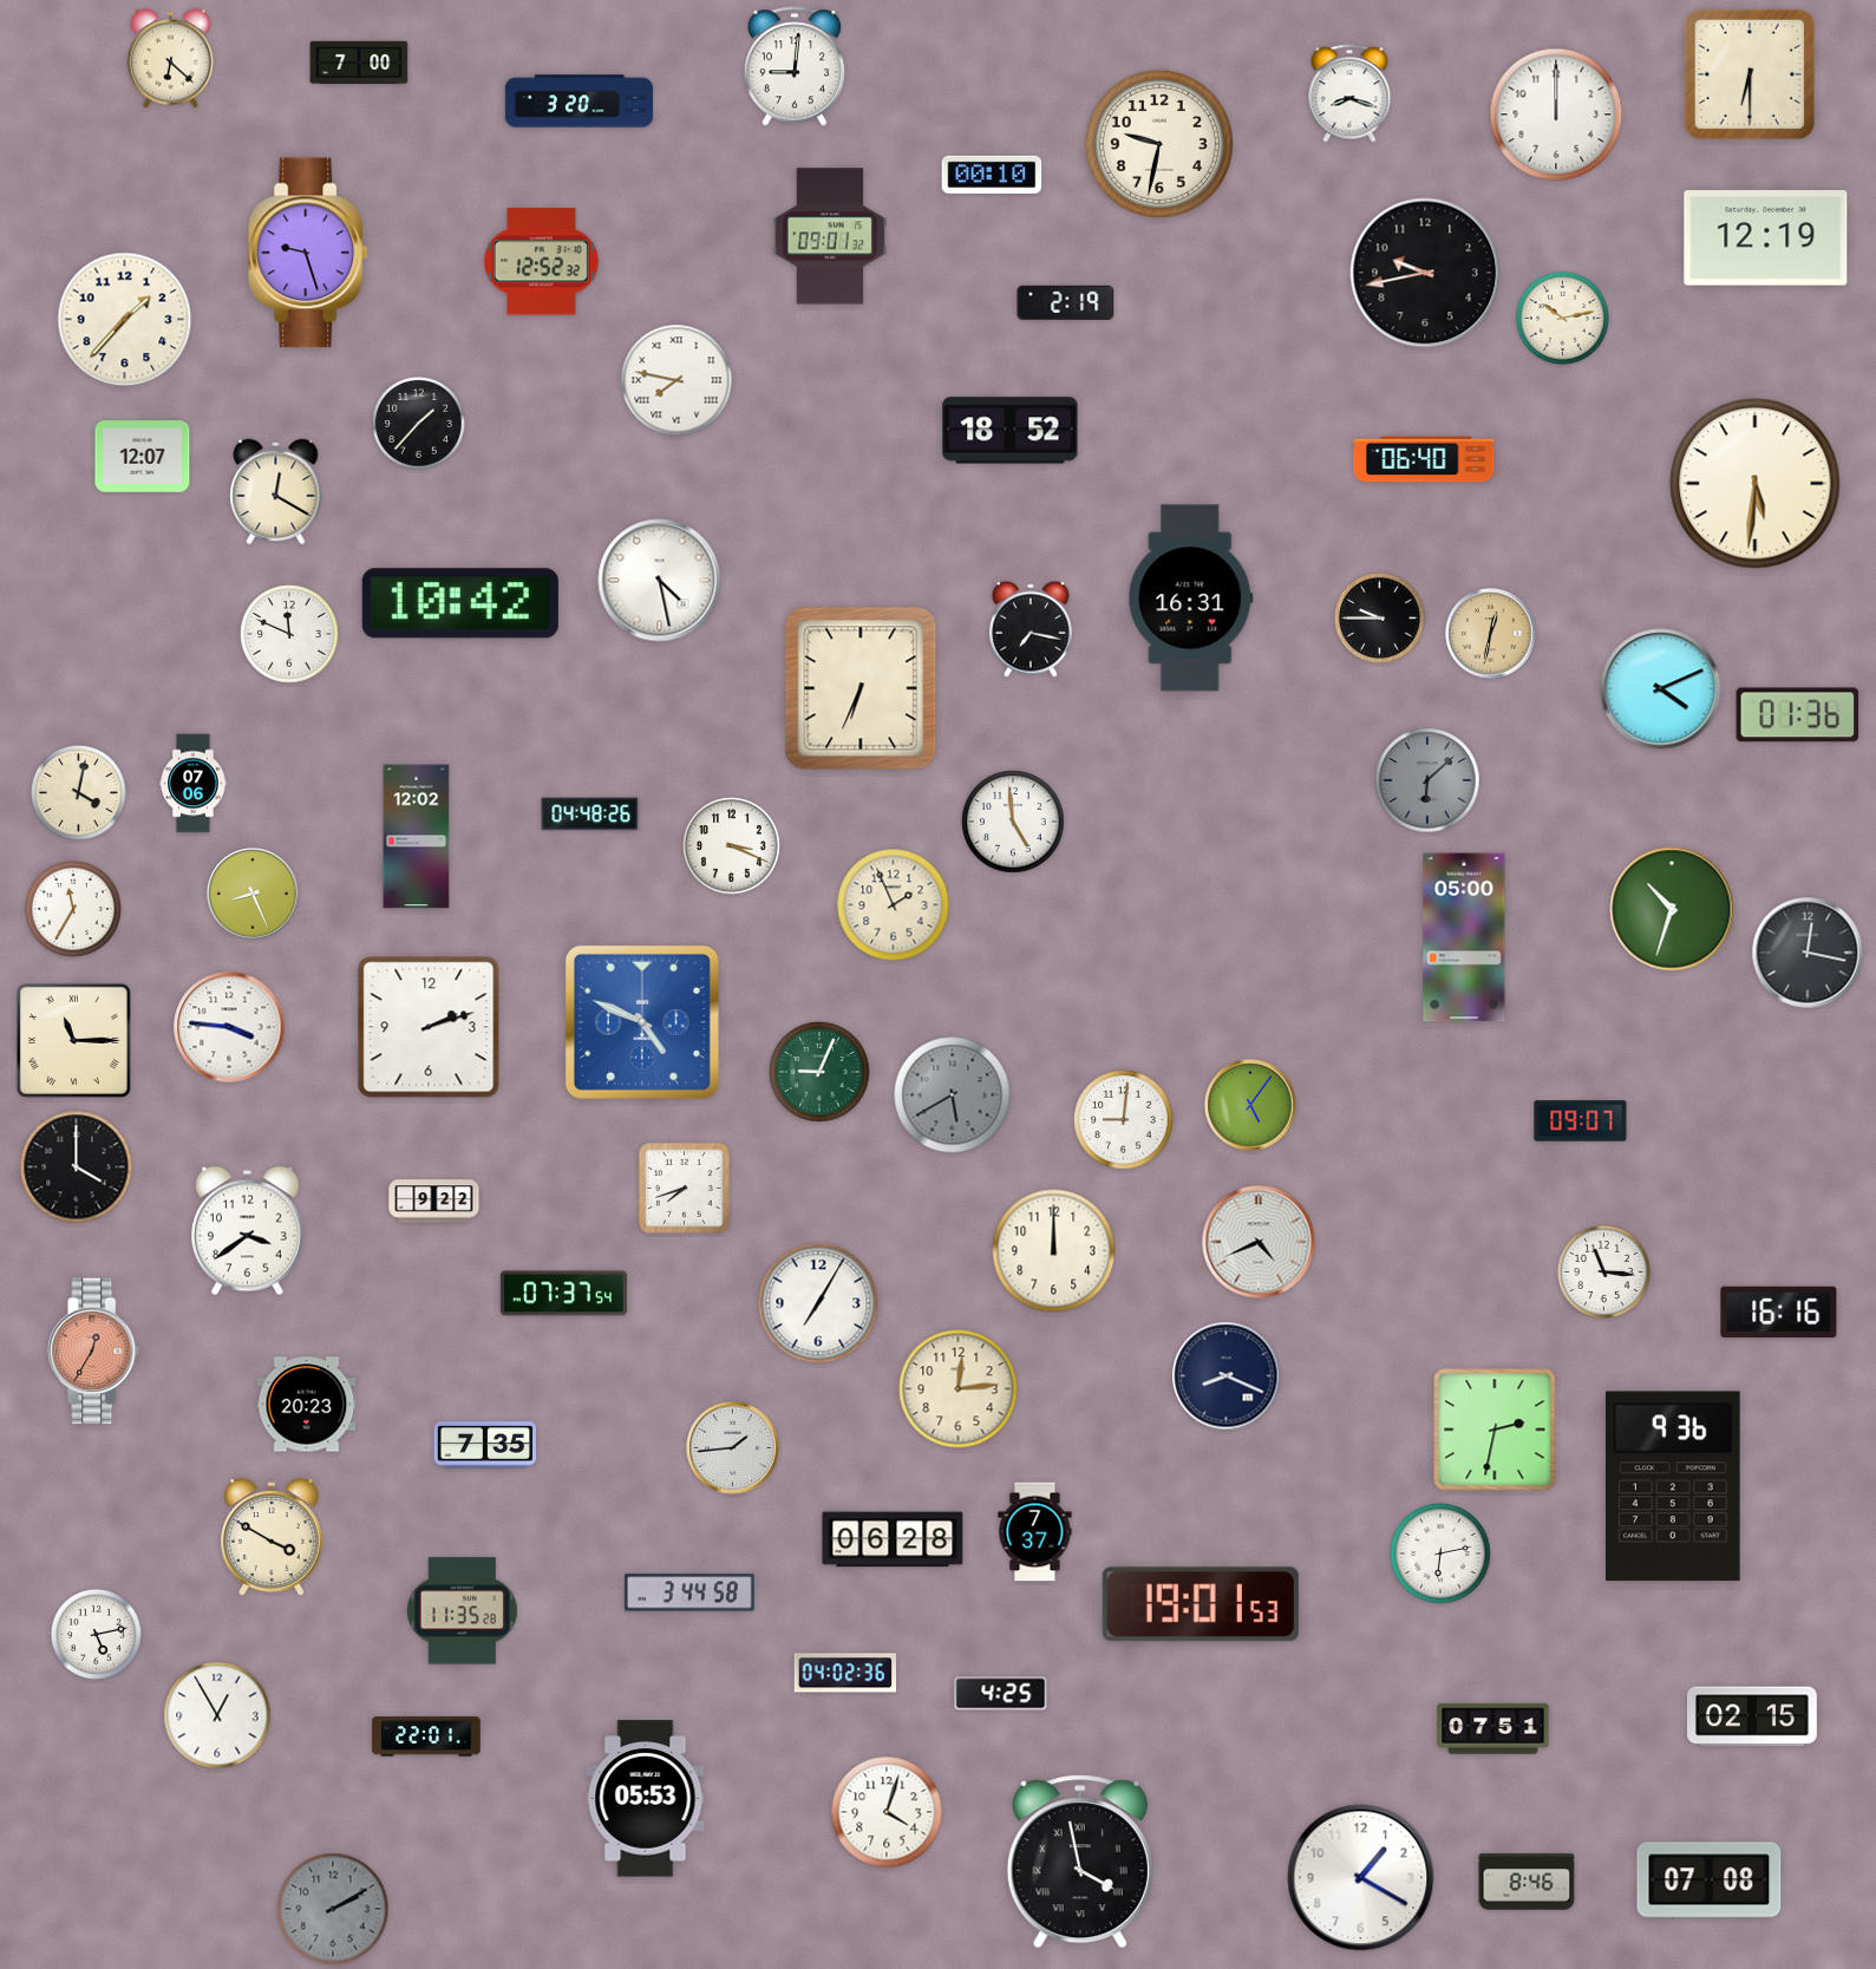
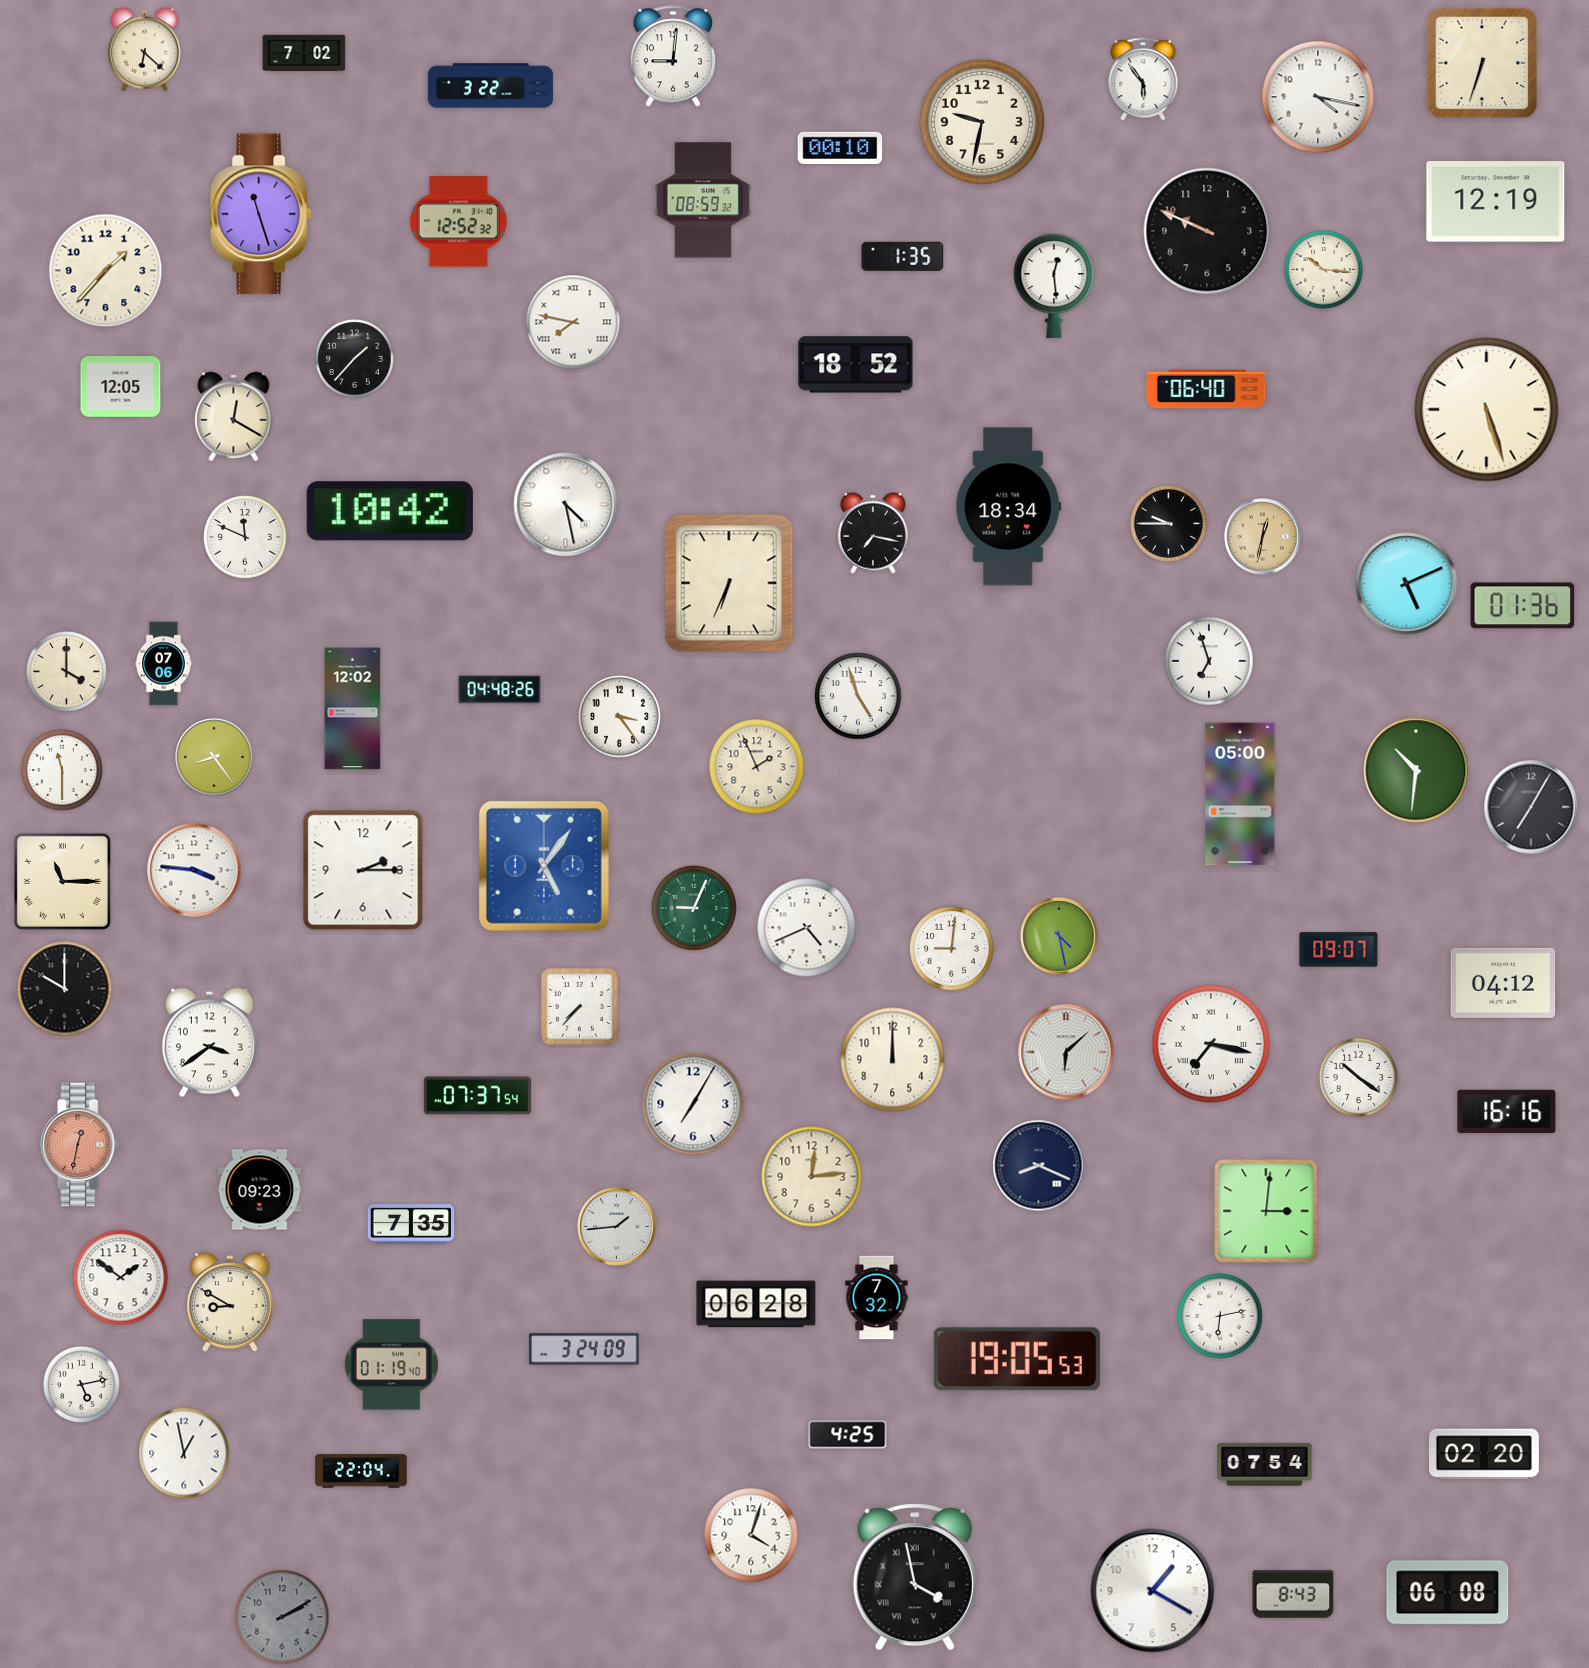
clock at (359, 63): 7:00 -> 7:02
clock at (1750, 74): 6:30 -> 6:33
clock at (1349, 93): 8:18 -> 5:54
clock at (580, 102): 3:20 -> 3:22
clock at (1556, 115): 12:00 -> 4:17
clock at (830, 236): 09:01 -> 08:59
clock at (309, 253): 9:27 -> 11:27
clock at (1425, 273): 9:43 -> 9:49
clock at (1066, 302): 2:19 -> 1:35
clock at (1562, 318): 10:13 -> 10:16
clock at (1054, 286): none -> 12:29
clock at (143, 457): 12:07 -> 12:05
clock at (1756, 484): 5:31 -> 5:27
clock at (660, 581) position: (660, 581) -> (566, 505)
clock at (1191, 598): 16:31 -> 18:34
clock at (1661, 689): 4:11 -> 5:11
clock at (1427, 780): 6:08 -> 6:57
clock at (1427, 780) dial: grey -> white
clock at (79, 793): 4:02 -> 4:00
clock at (1013, 822): 4:59 -> 4:57
clock at (732, 846): 3:19 -> 3:24
clock at (253, 894): 8:26 -> 8:24
clock at (1672, 909): 10:33 -> 10:31
clock at (74, 910): 11:35 -> 11:30
clock at (1808, 953): 12:17 -> 7:05
clock at (642, 1022): 4:49 -> 5:06
clock at (429, 1027): 2:12 -> 2:15
clock at (953, 1095): 5:40 -> 4:41
clock at (953, 1095) dial: grey -> white
clock at (1250, 1105): 5:06 -> 4:28
clock at (1503, 983): none -> 04:12
clock at (77, 1167): 4:00 -> 10:00
clock at (685, 1189): 7:42 -> 7:37
clock at (434, 1202): 9:22 -> none
clock at (1211, 1044): none -> 7:17
clock at (1259, 1242): 4:41 -> 6:08
clock at (1603, 1271): 11:16 -> 10:21
clock at (94, 1352): 12:35 -> 12:32
clock at (307, 1405): 20:23 -> 09:23
clock at (1495, 1430): 2:32 -> 3:01
clock at (733, 1448) position: (733, 1448) -> (617, 1227)
clock at (1674, 1486): 9:36 -> none
clock at (121, 1278): none -> 1:51
clock at (1035, 1532): 7:37 -> 7:32
clock at (272, 1537): 3:50 -> 8:50
clock at (689, 1592): 3:44 -> 3:24
clock at (1201, 1604): 19:01 -> 19:05
clock at (462, 1611): 11:35 -> 01:19
clock at (844, 1673): 04:02 -> none
clock at (217, 1715): 12:55 -> 12:58
clock at (1753, 1716): 02:15 -> 02:20
clock at (1493, 1729): 07:51 -> 07:54
clock at (426, 1736): 22:01 -> 22:04
clock at (646, 1799): 05:53 -> none
clock at (1710, 1880): 07:08 -> 06:08
clock at (1527, 1882): 8:46 -> 8:43
